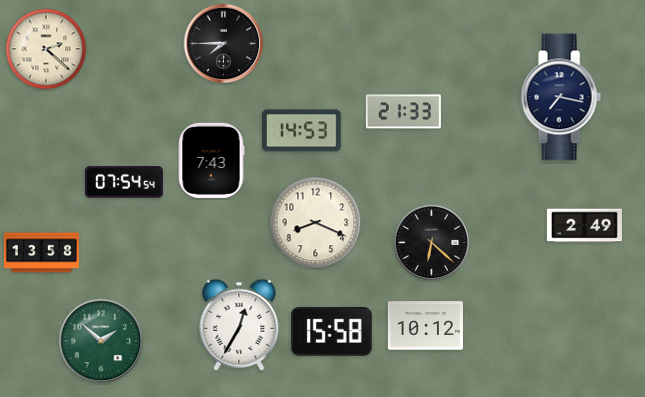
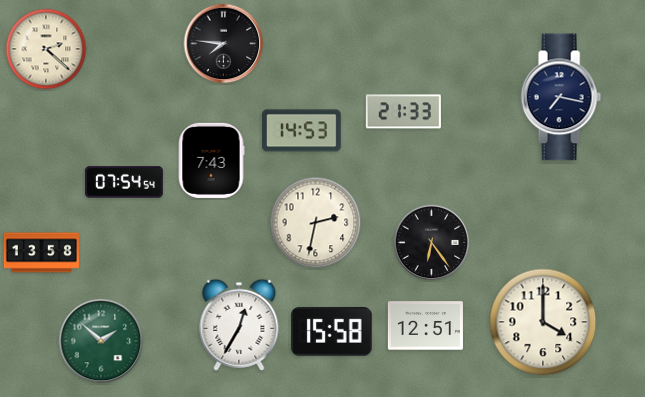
clock at (224, 44): 7:45 -> 7:46
clock at (316, 223): 8:19 -> 2:32
clock at (584, 226): 2:49 -> none
clock at (432, 243): 6:22 -> 6:24
clock at (543, 322): none -> 4:00
clock at (425, 326): 10:12 -> 12:51
